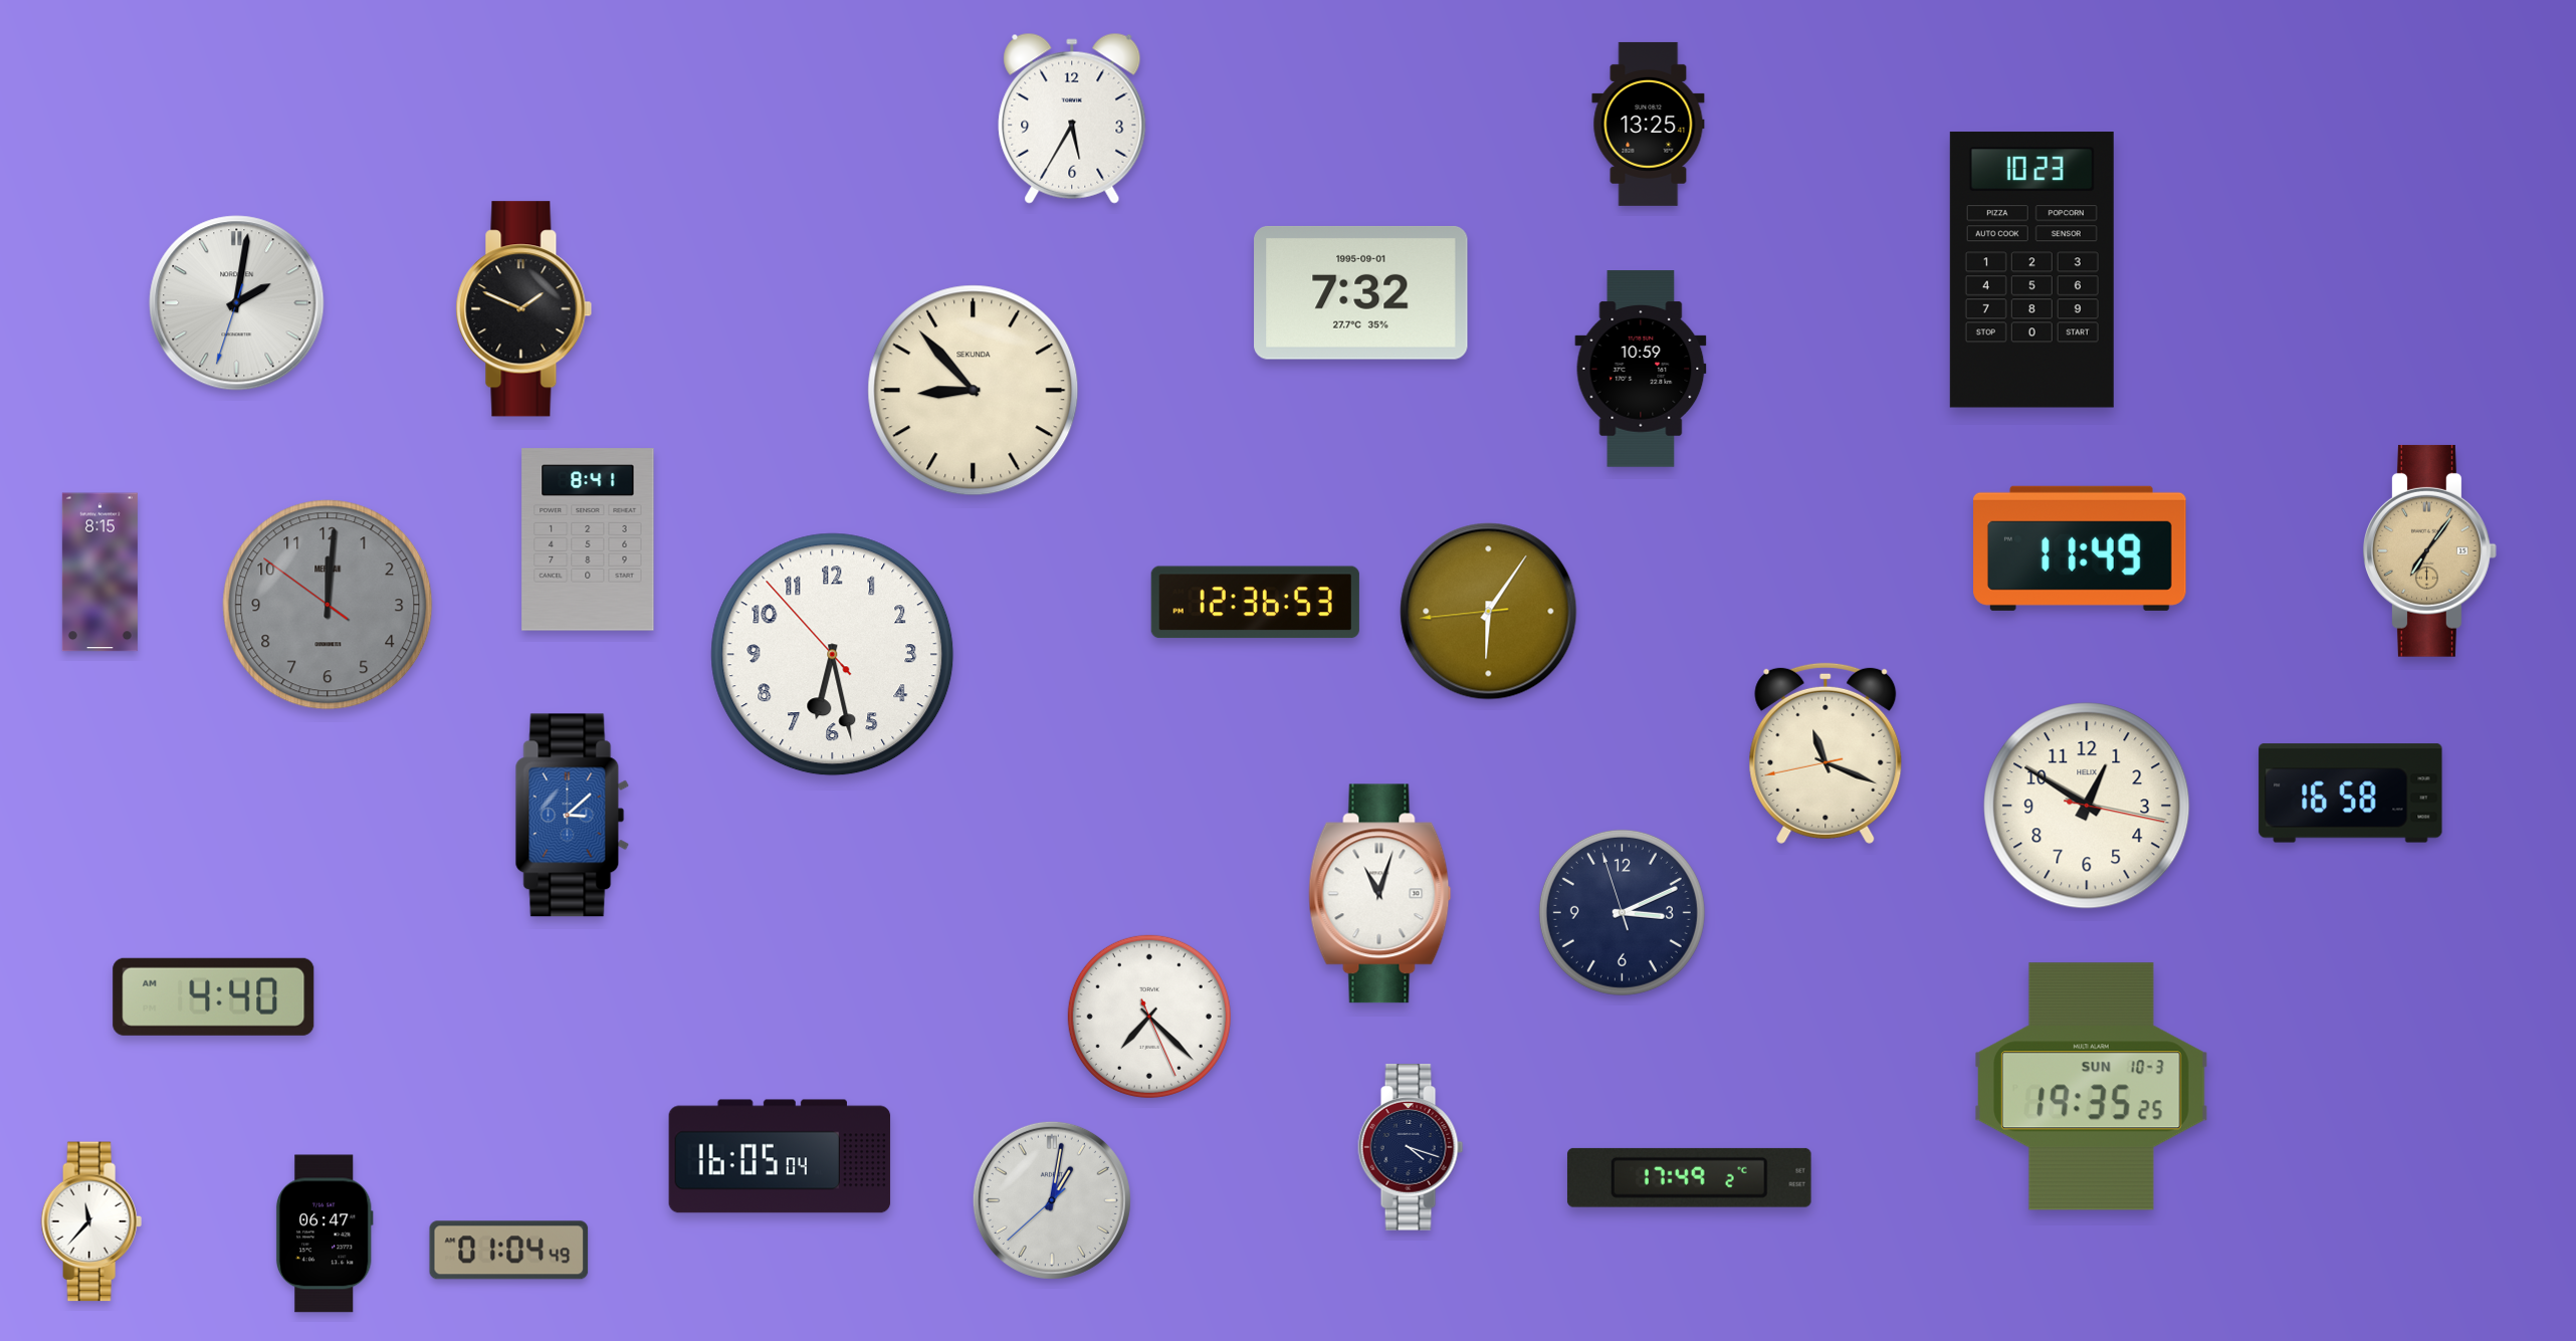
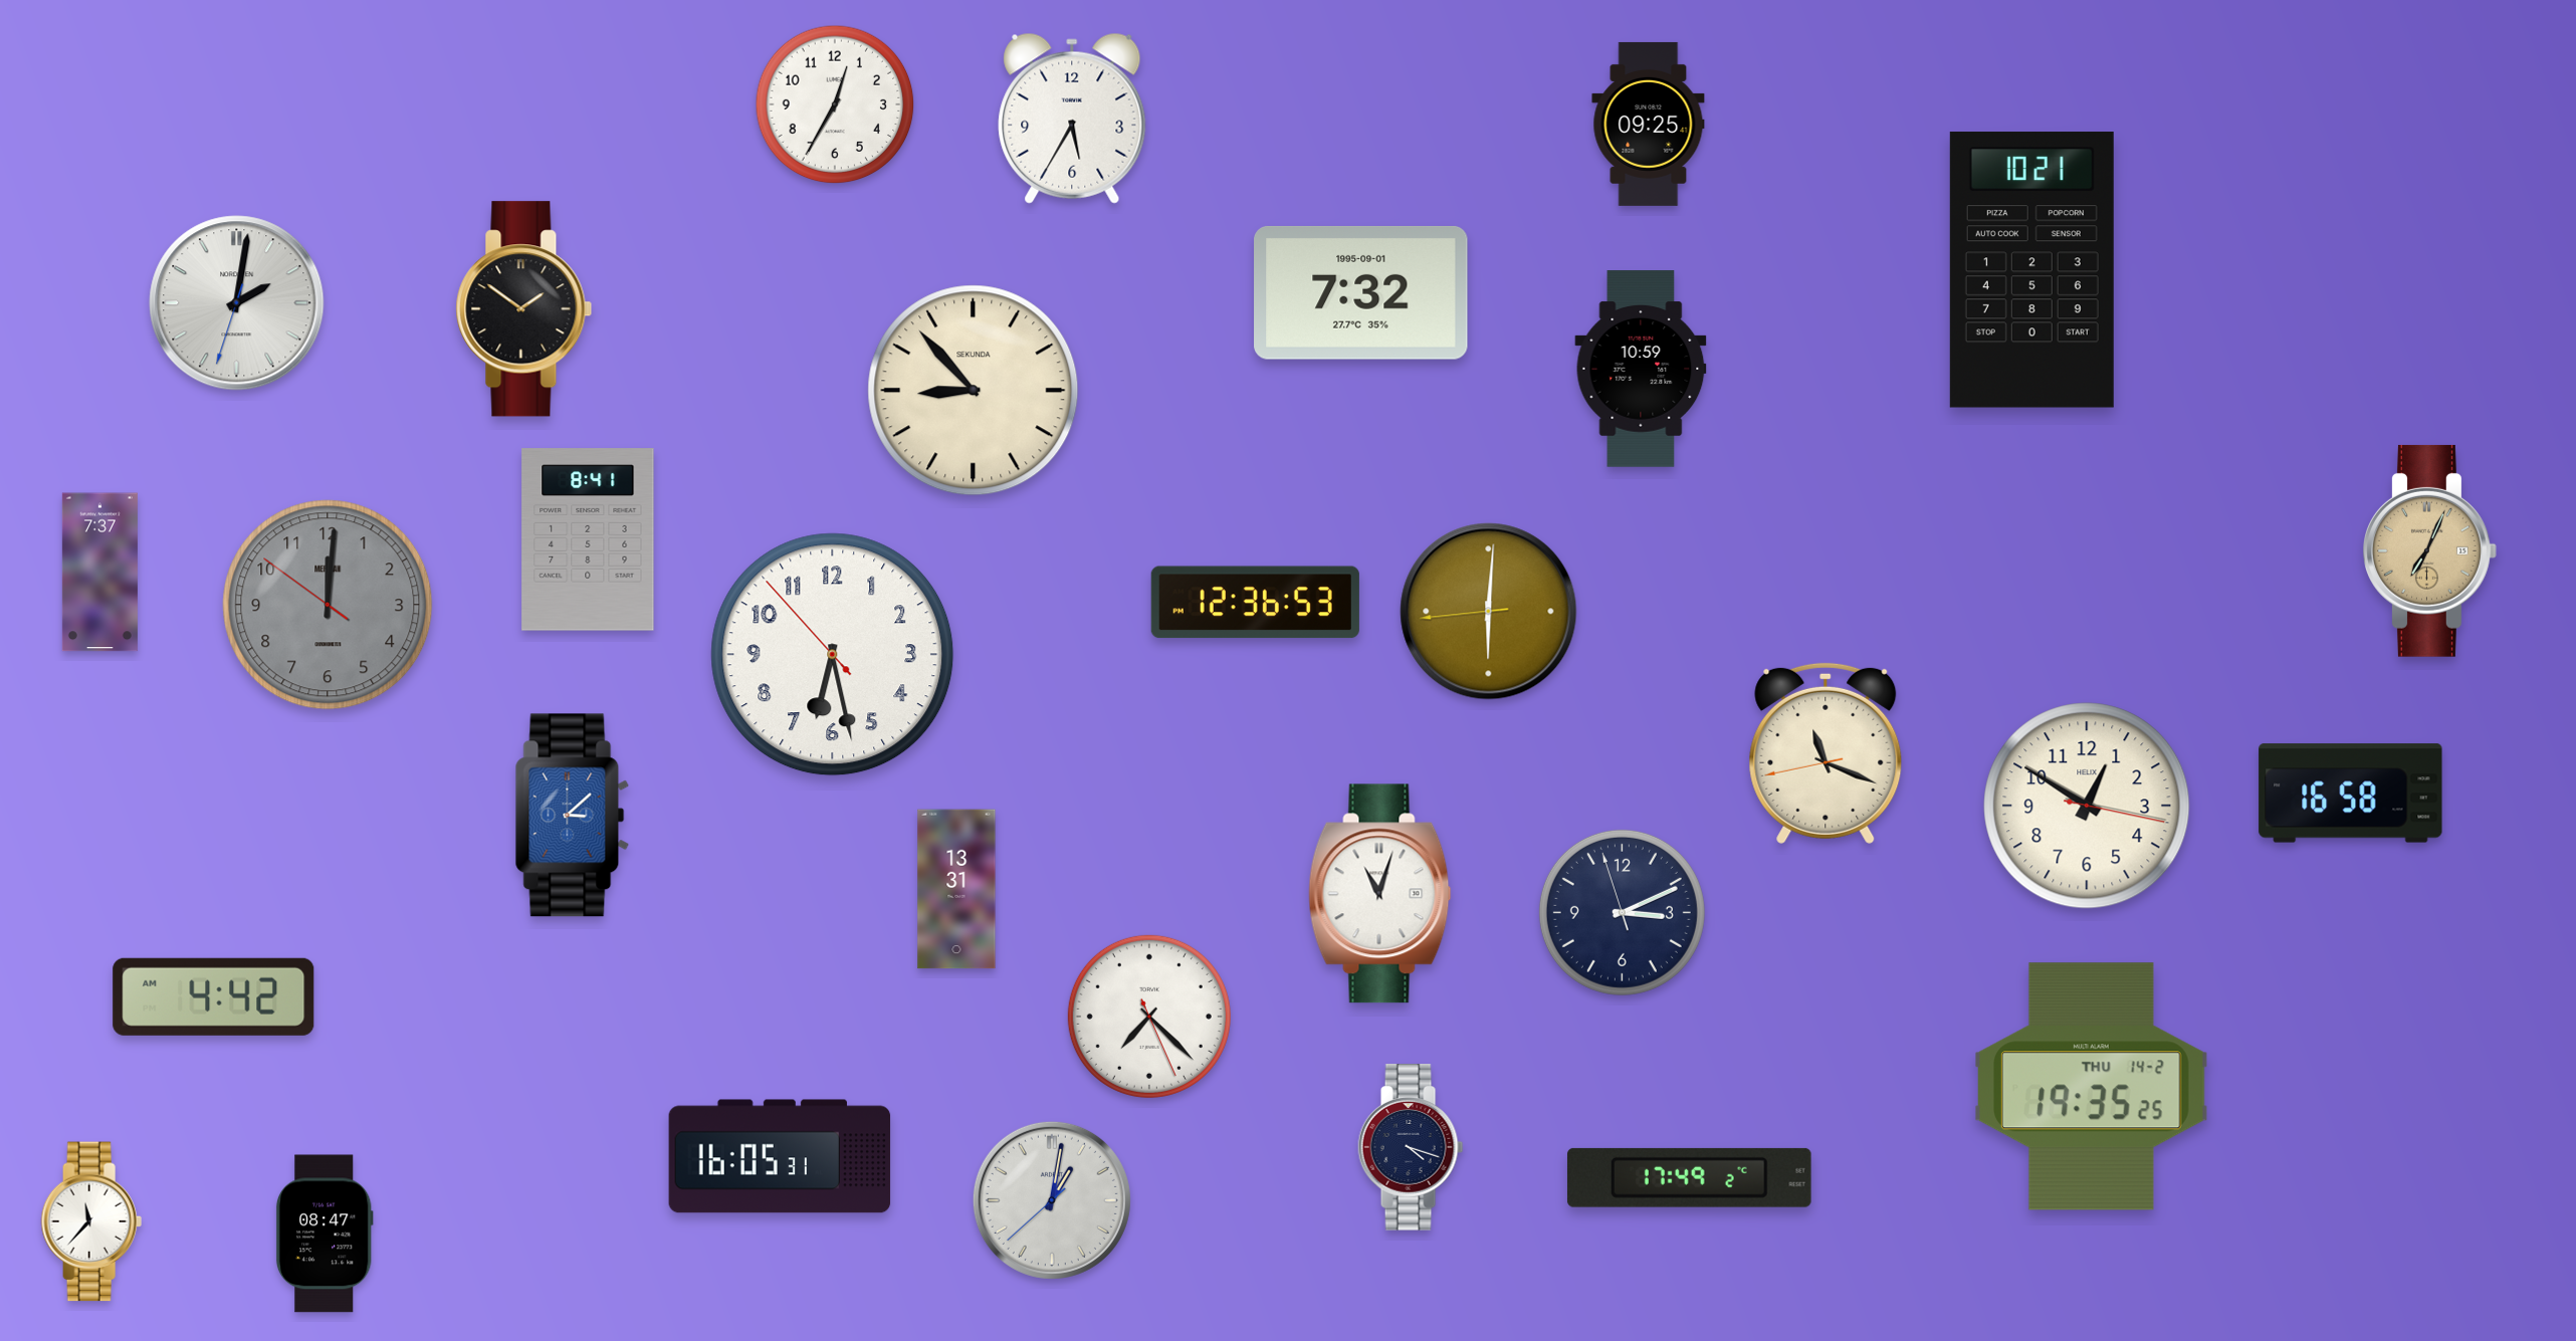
clock at (835, 104): none -> 12:35
clock at (1649, 124): 13:25 -> 09:25
clock at (2031, 270): 10:23 -> 10:21
clock at (524, 309): 1:49 -> 1:51
clock at (2081, 548): 11:49 -> none
clock at (2430, 550): 7:06 -> 7:04
clock at (99, 573): 8:15 -> 7:37
clock at (1489, 612): 6:05 -> 6:00
clock at (956, 889): none -> 13:31
clock at (214, 996): 4:40 -> 4:42
clock at (2092, 1087) date: SUN 10-3 -> THU 14-2
clock at (780, 1156): 16:05:04 -> 16:05:31
clock at (325, 1234): 06:47 -> 08:47
clock at (509, 1251): 01:04 -> none
